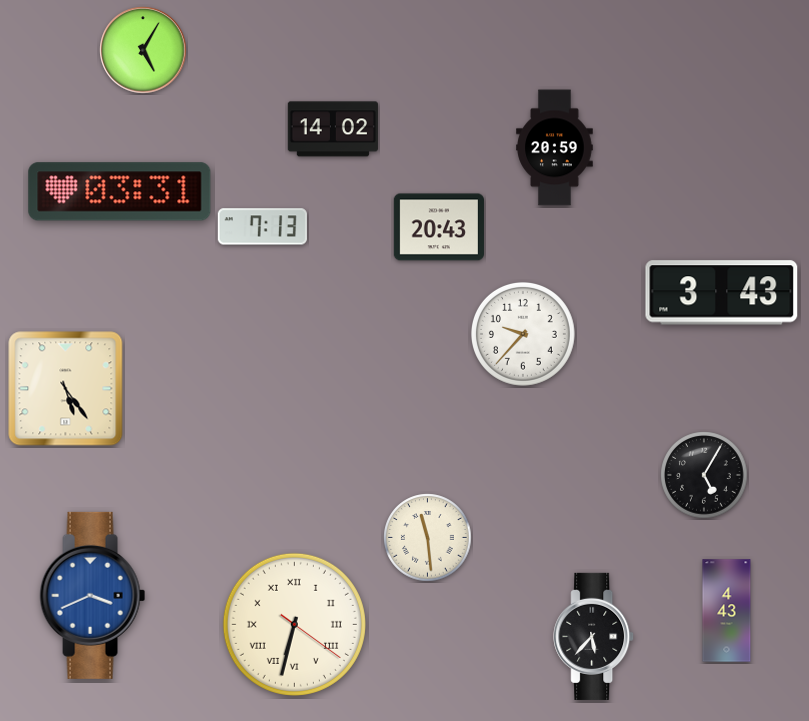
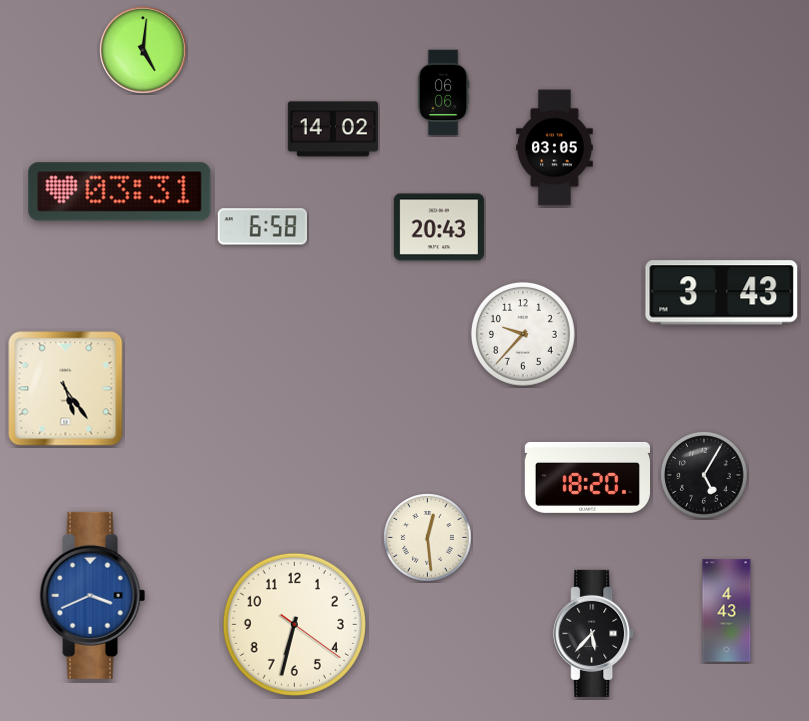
clock at (143, 50): 5:05 -> 5:01
clock at (443, 93): none -> 06:06
clock at (555, 148): 20:59 -> 03:05
clock at (262, 227): 7:13 -> 6:58
clock at (587, 477): none -> 18:20
clock at (428, 538): 11:29 -> 12:29
clock at (294, 624) numerals: Roman -> Arabic
clock at (594, 636) position: (594, 636) -> (594, 633)
